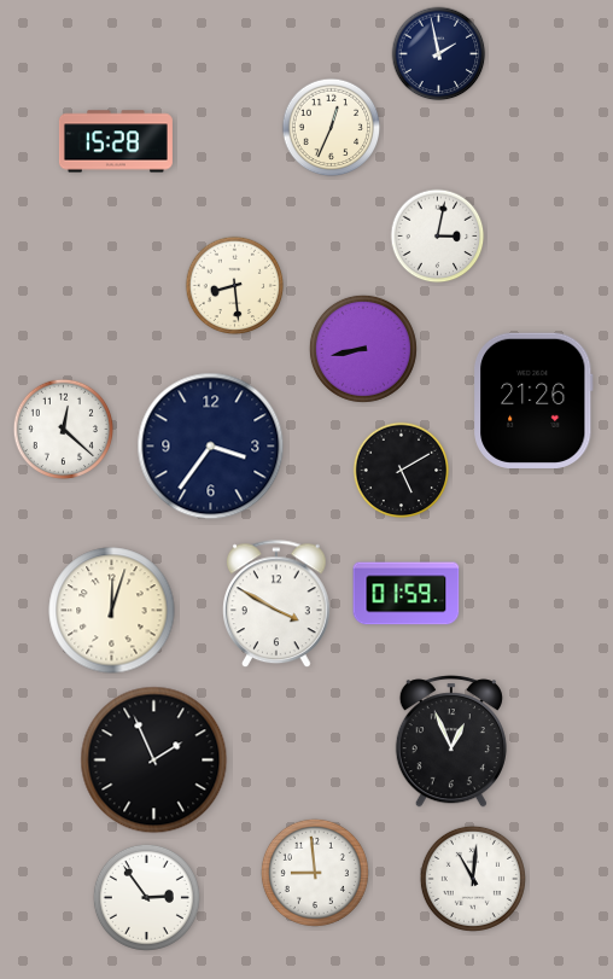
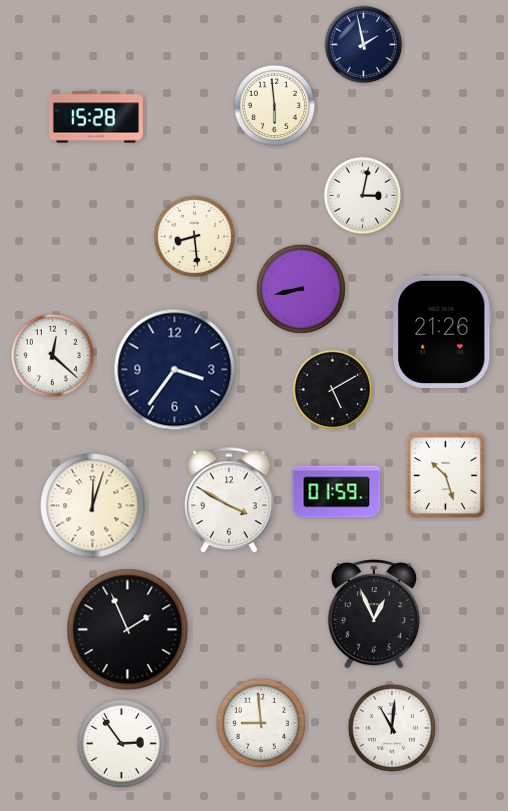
clock at (332, 128): 12:34 -> 5:59
clock at (446, 476): none -> 10:27
